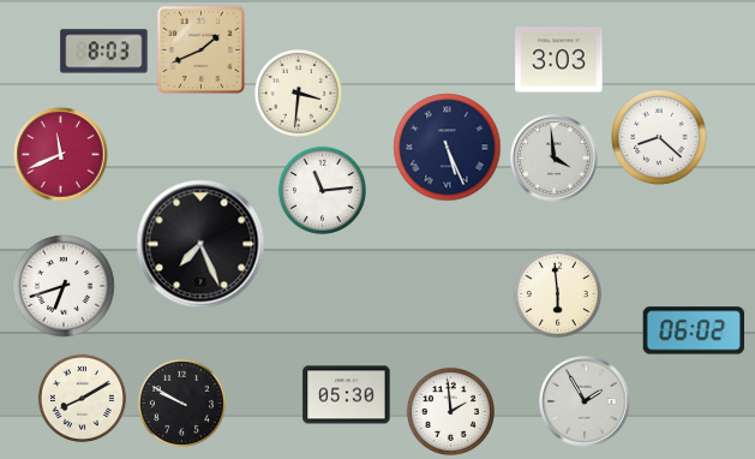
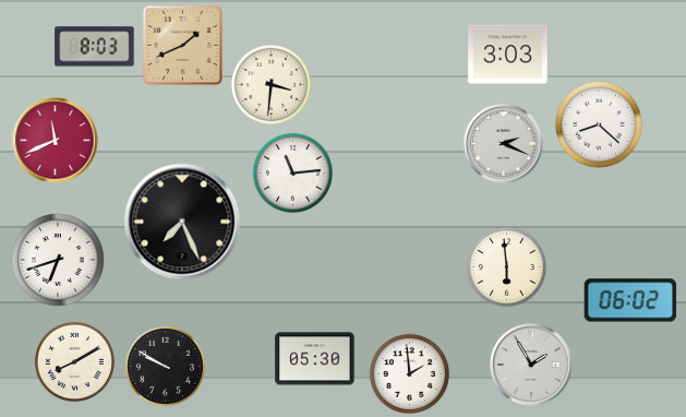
clock at (448, 148): 5:26 -> none
clock at (555, 159): 3:59 -> 2:19
